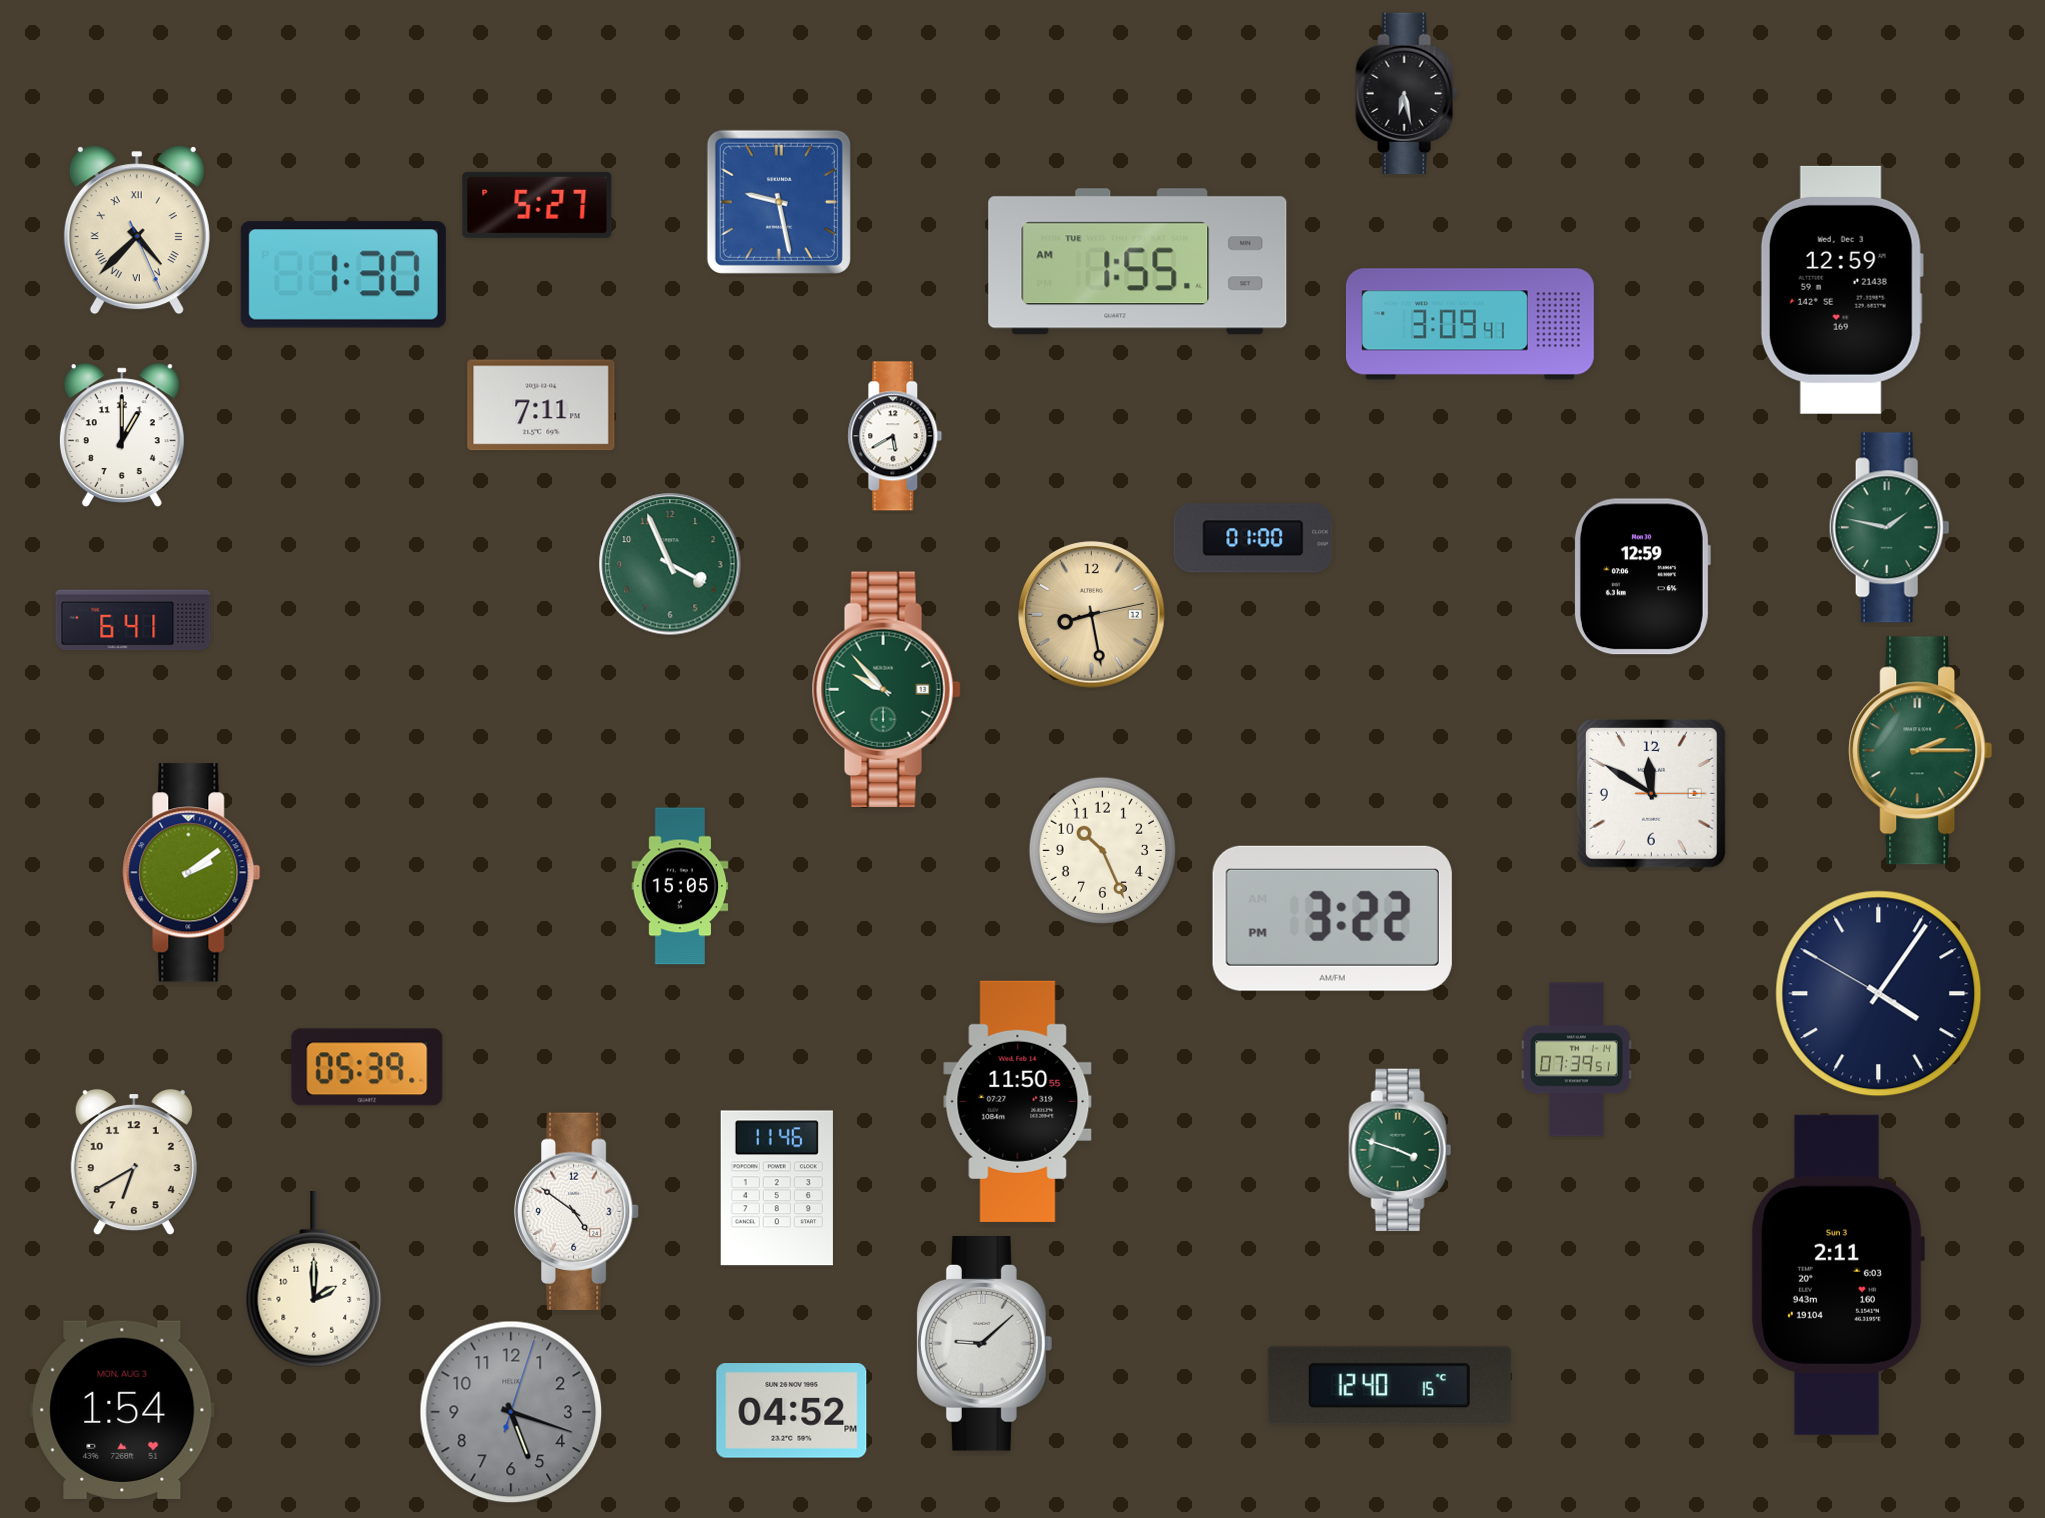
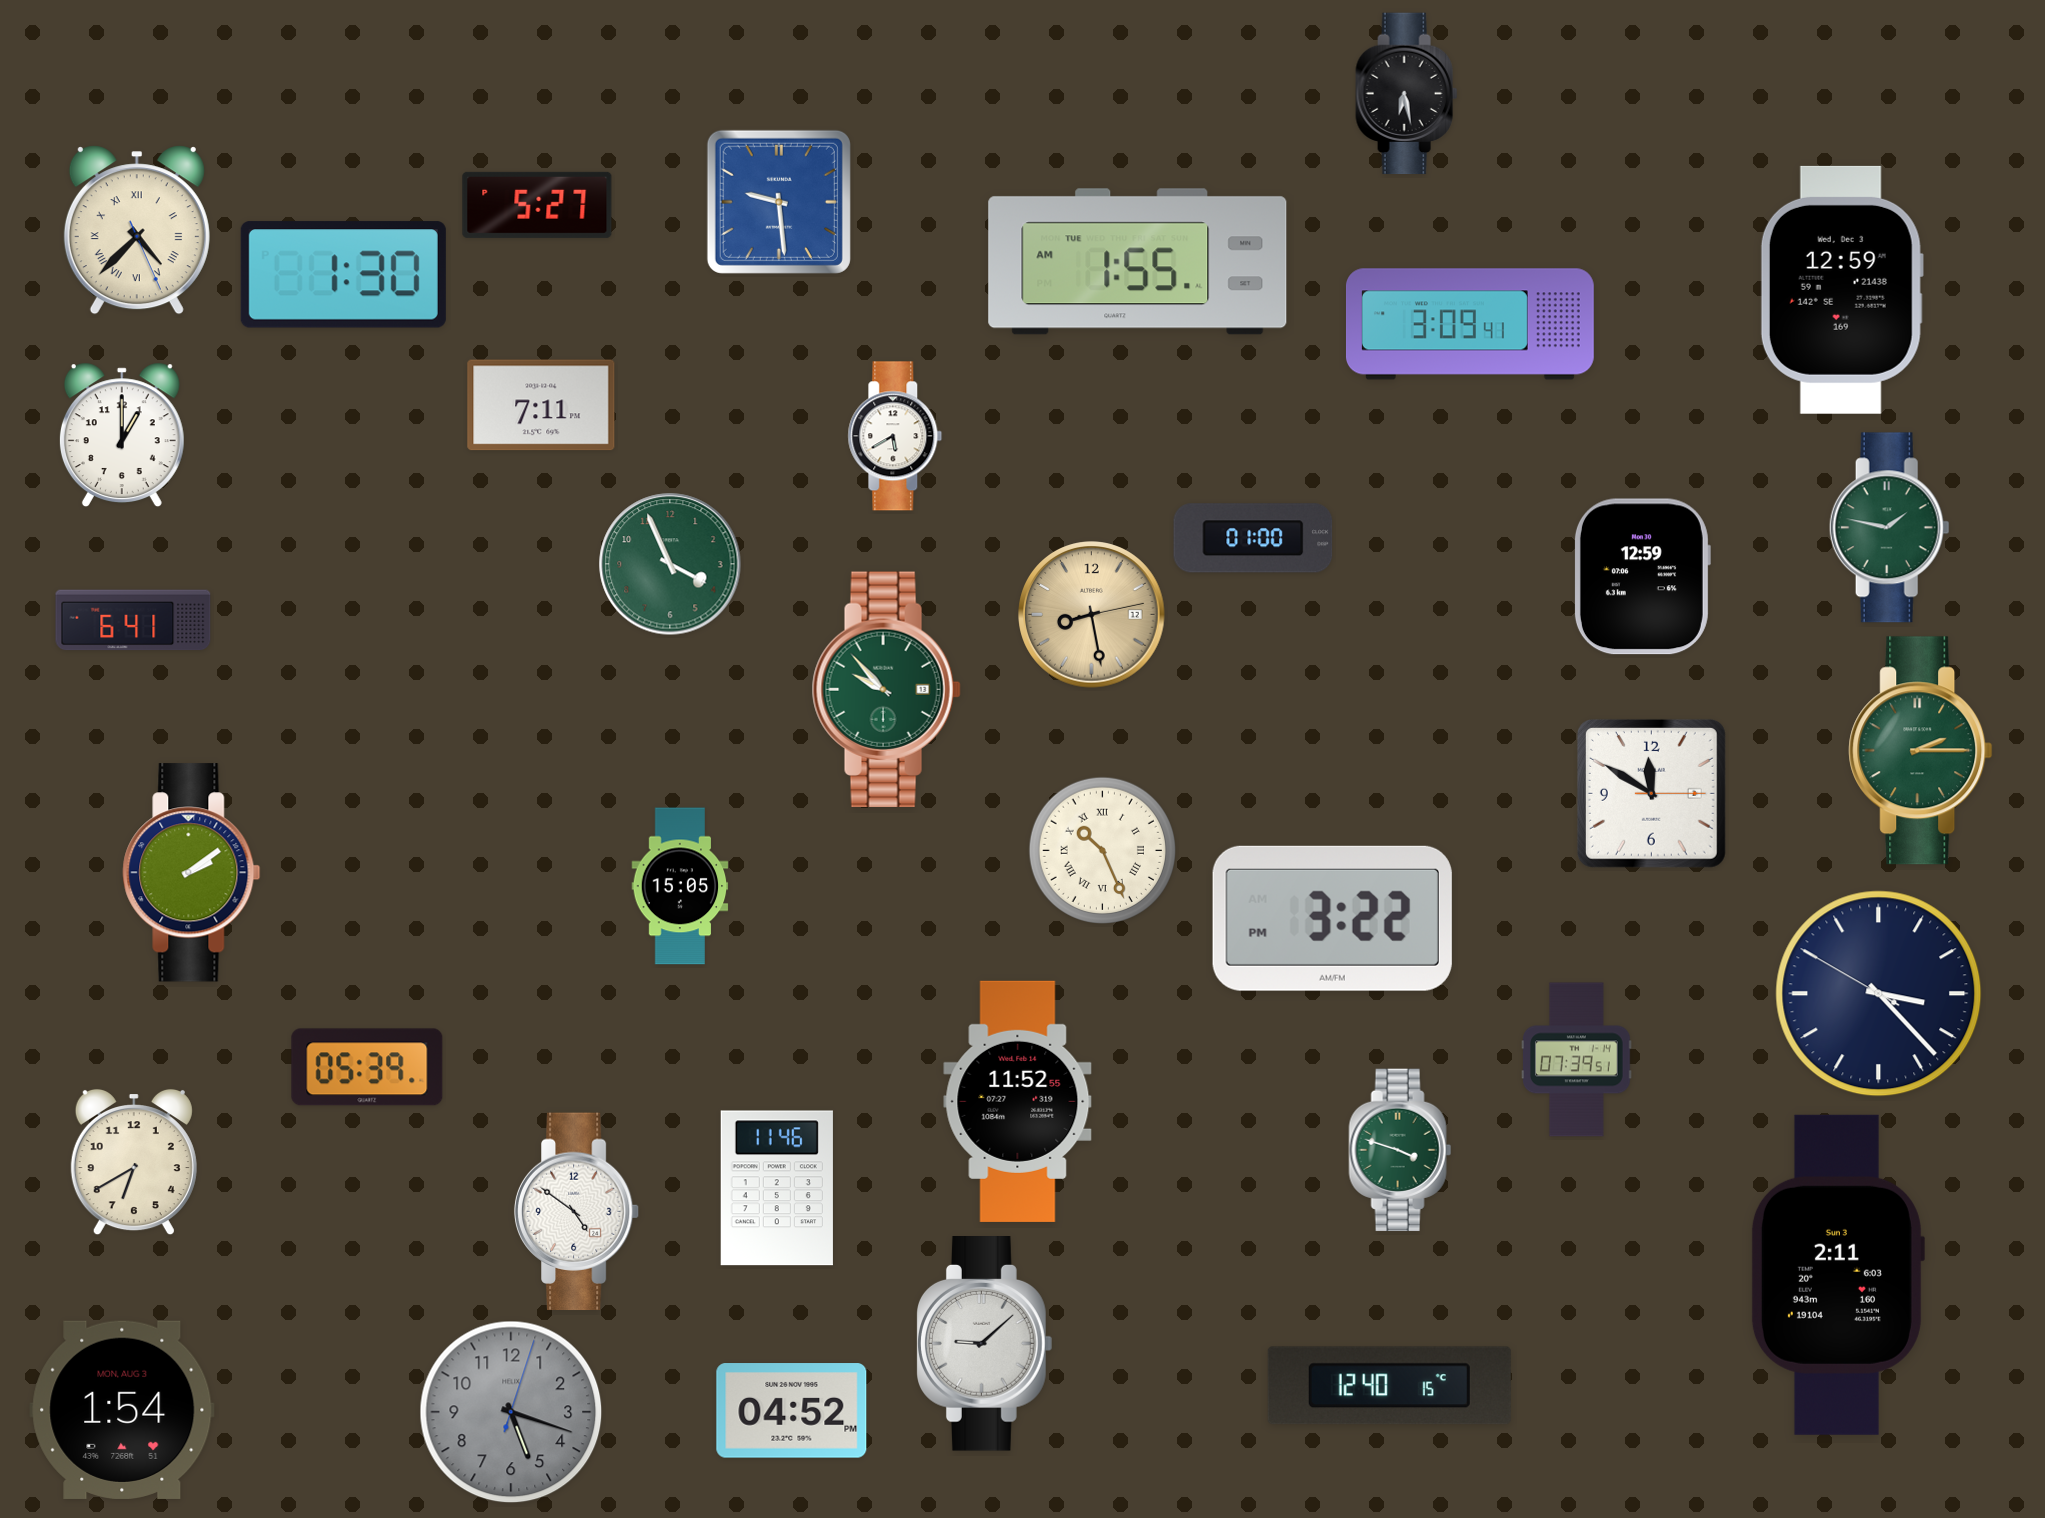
clock at (779, 202): 9:28 -> 9:29
clock at (1102, 850) numerals: Arabic -> Roman
clock at (1879, 994): 4:05 -> 3:22
clock at (1018, 1101): 11:50 -> 11:52
clock at (314, 1280): 2:00 -> none
